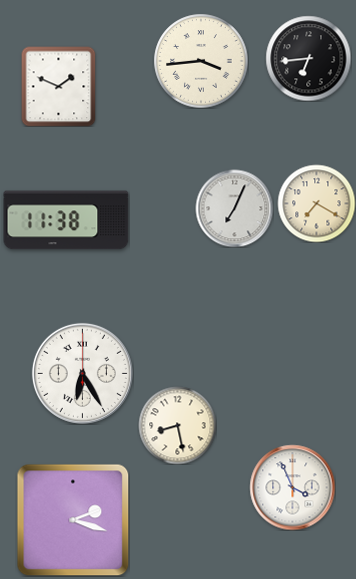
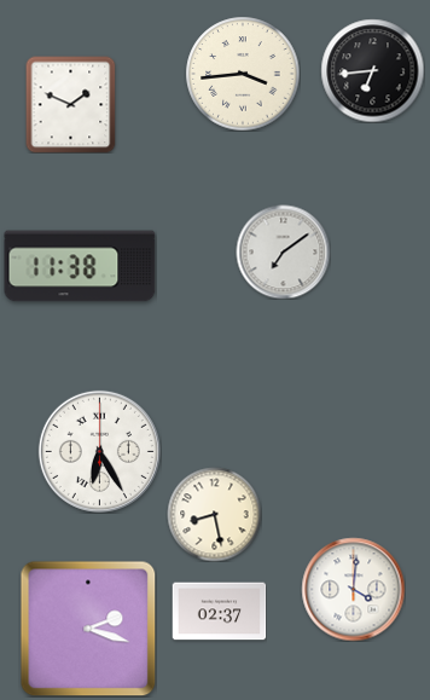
clock at (316, 203): 7:20 -> none
clock at (234, 208): 7:04 -> 7:09
clock at (292, 487): 3:56 -> 4:01
clock at (219, 612): none -> 02:37
